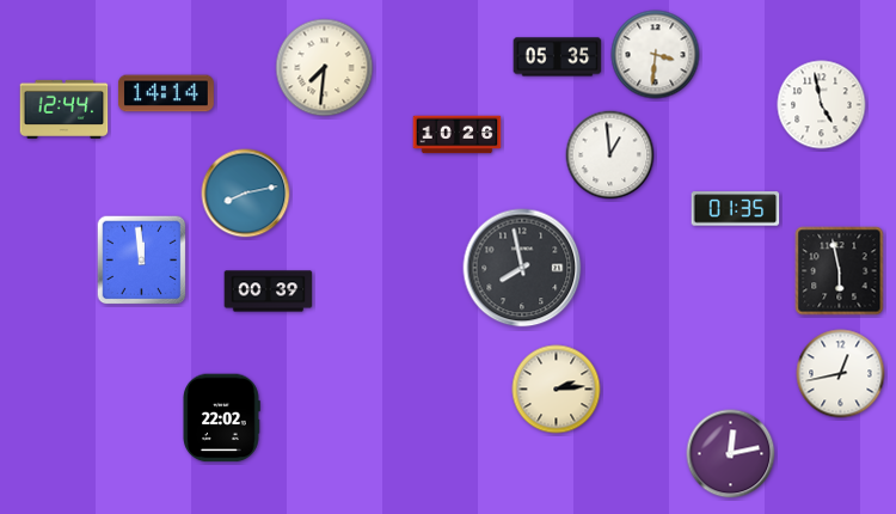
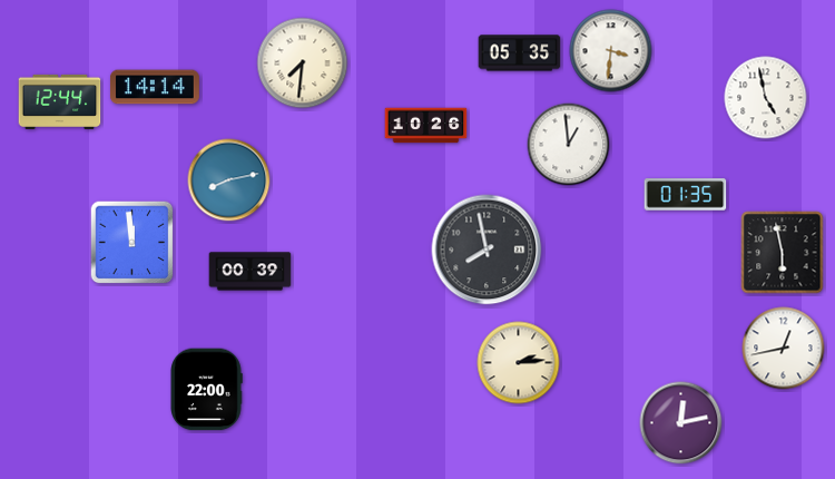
clock at (221, 418): 22:02 -> 22:00
